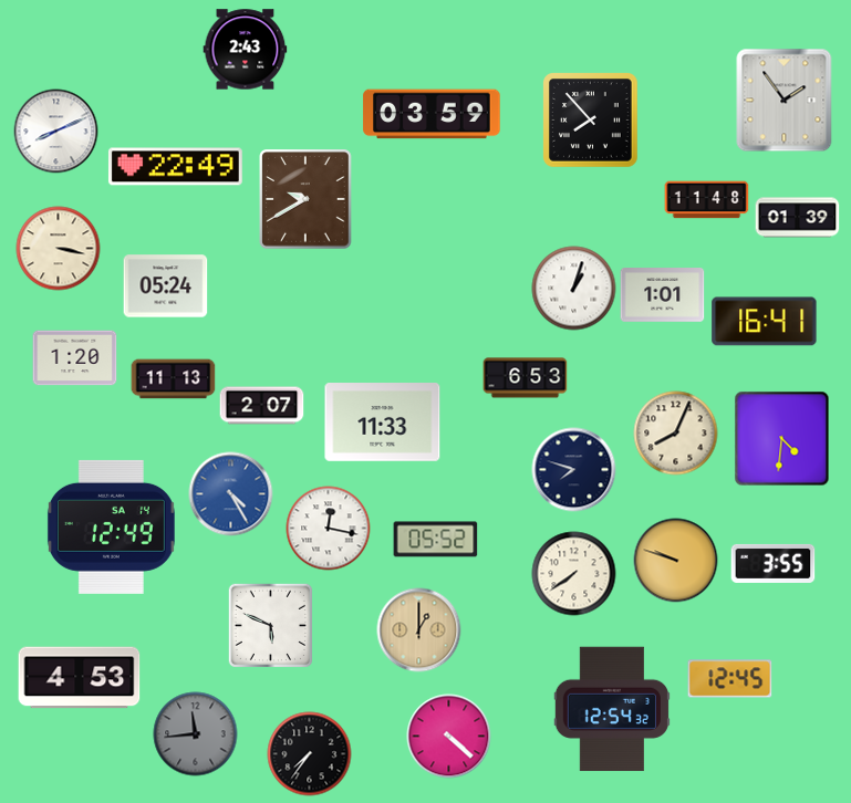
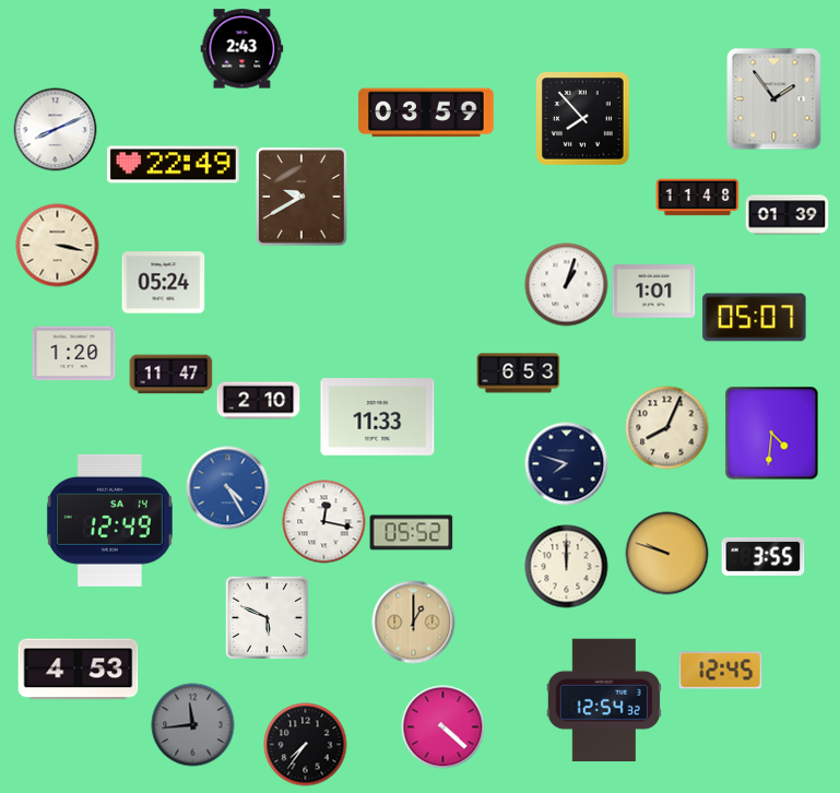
clock at (765, 322): 16:41 -> 05:07
clock at (174, 379): 11:13 -> 11:47
clock at (262, 406): 2:07 -> 2:10
clock at (436, 540) position: (436, 540) -> (412, 533)
clock at (574, 574): 7:39 -> 12:00
